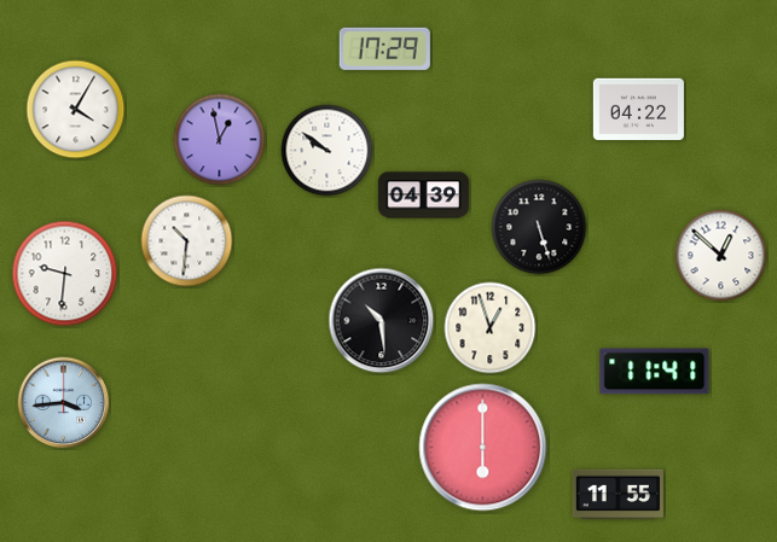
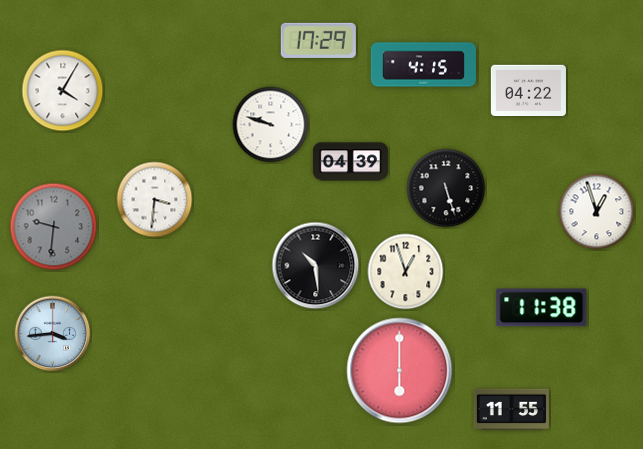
clock at (423, 65): none -> 4:15
clock at (220, 140): 12:58 -> none
clock at (327, 151): 9:51 -> 9:48
clock at (187, 241): 10:31 -> 3:31
clock at (721, 256): 12:52 -> 12:57
clock at (65, 274) dial: white -> grey
clock at (655, 372): 11:41 -> 11:38
